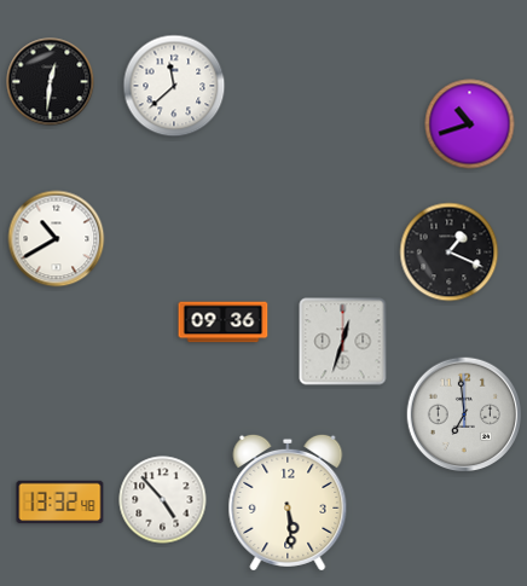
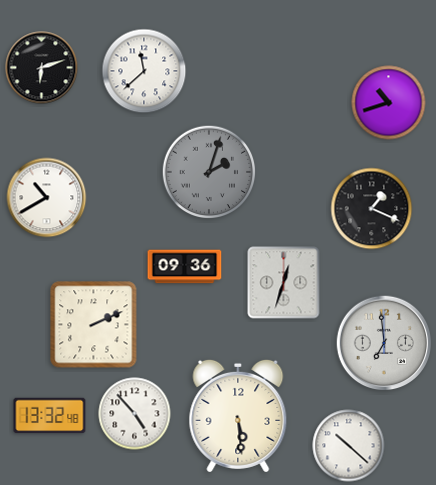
clock at (51, 82): 12:31 -> 6:12
clock at (209, 172): none -> 2:03
clock at (94, 325): none -> 2:11
clock at (349, 446): none -> 10:22
